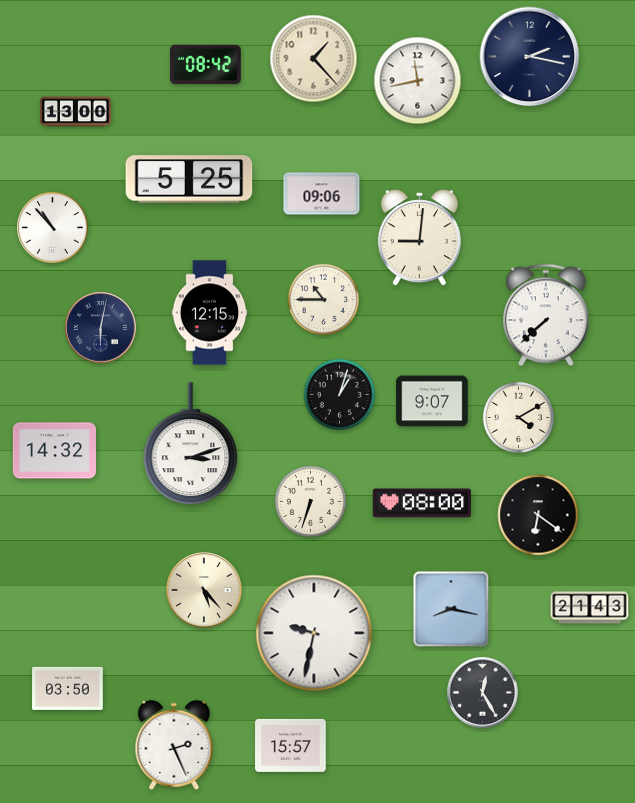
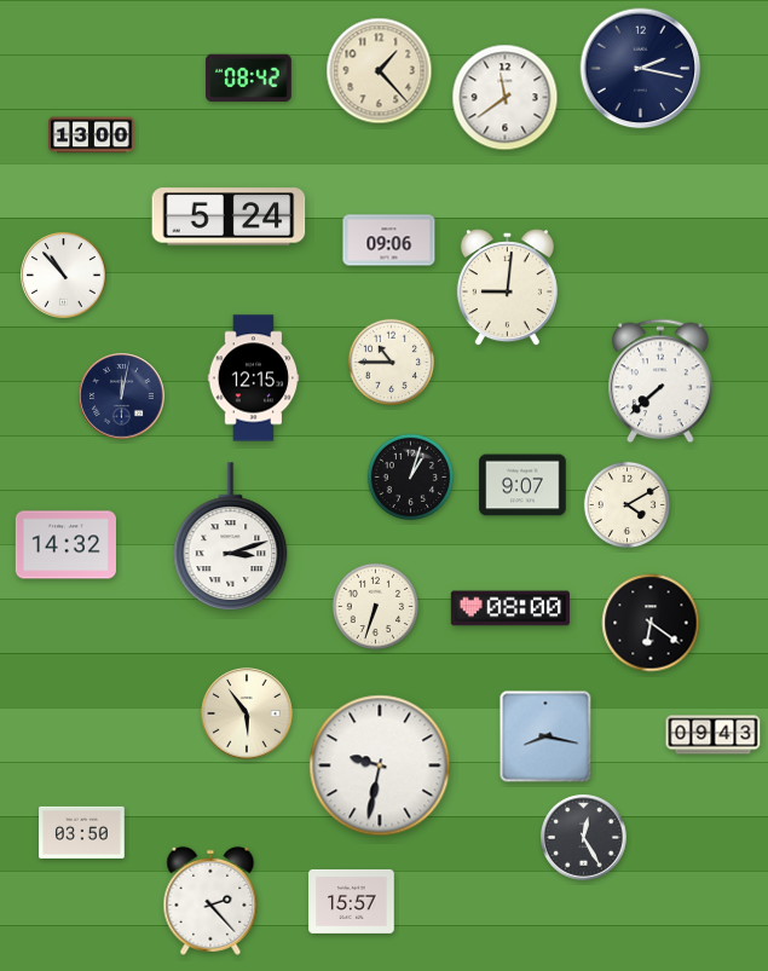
clock at (418, 81): 11:43 -> 11:39
clock at (189, 179): 5:25 -> 5:24
clock at (322, 194) position: (322, 194) -> (389, 241)
clock at (101, 328): 6:02 -> 12:02
clock at (204, 590): 5:23 -> 5:54
clock at (590, 608): 21:43 -> 09:43
clock at (174, 745): 2:26 -> 2:23
